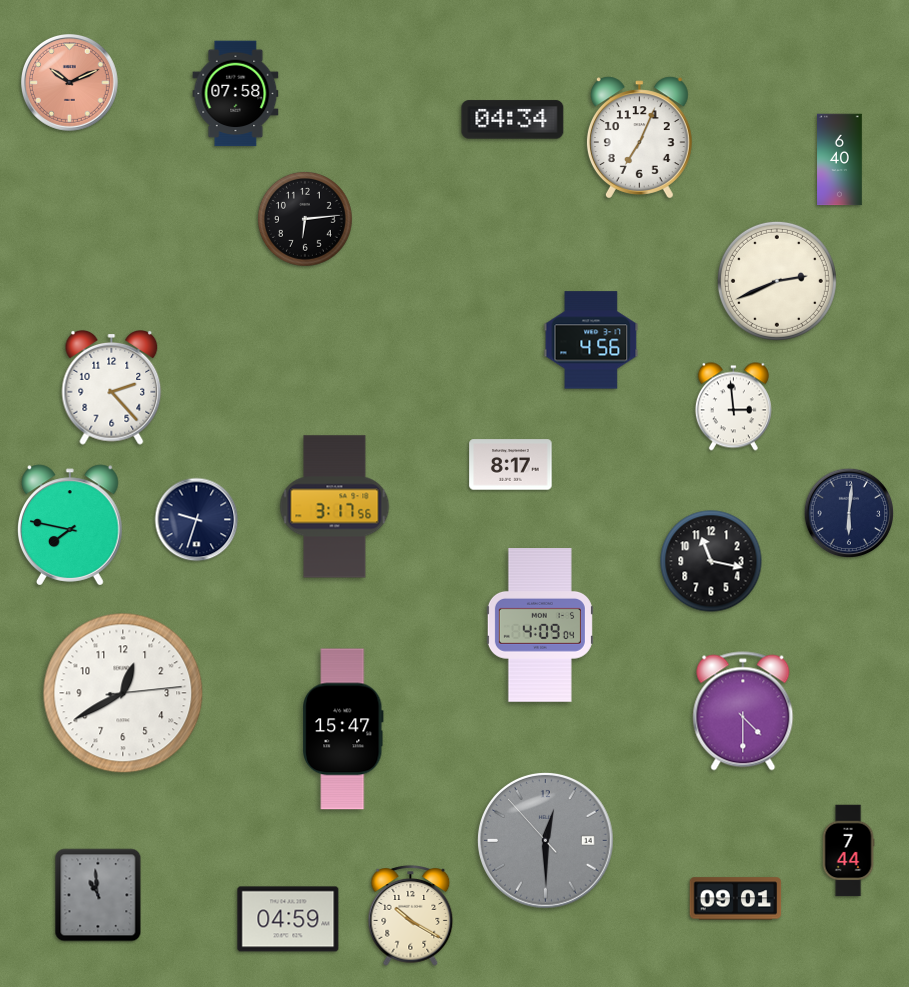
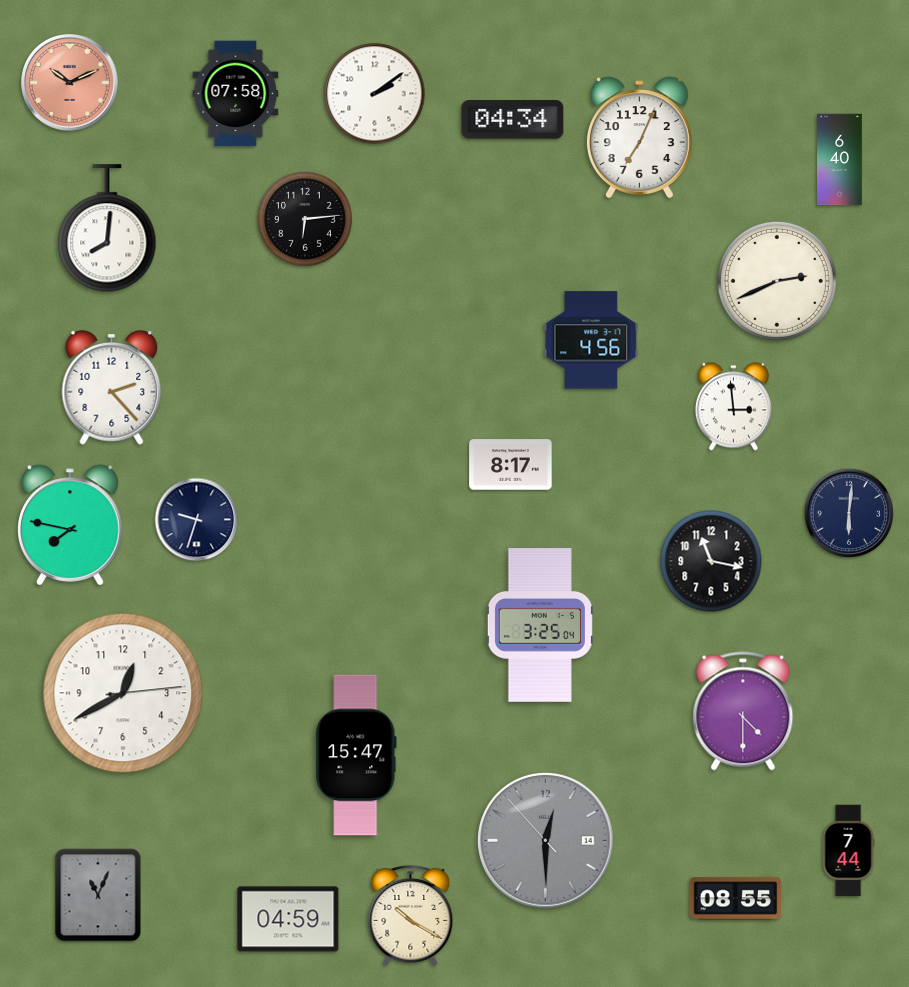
clock at (375, 94): none -> 2:09
clock at (107, 229): none -> 8:01
clock at (335, 507): 3:17 -> none
clock at (540, 625): 4:09 -> 3:25
clock at (344, 729) position: (344, 729) -> (357, 755)
clock at (98, 895): 10:59 -> 11:04
clock at (736, 899): 09:01 -> 08:55
